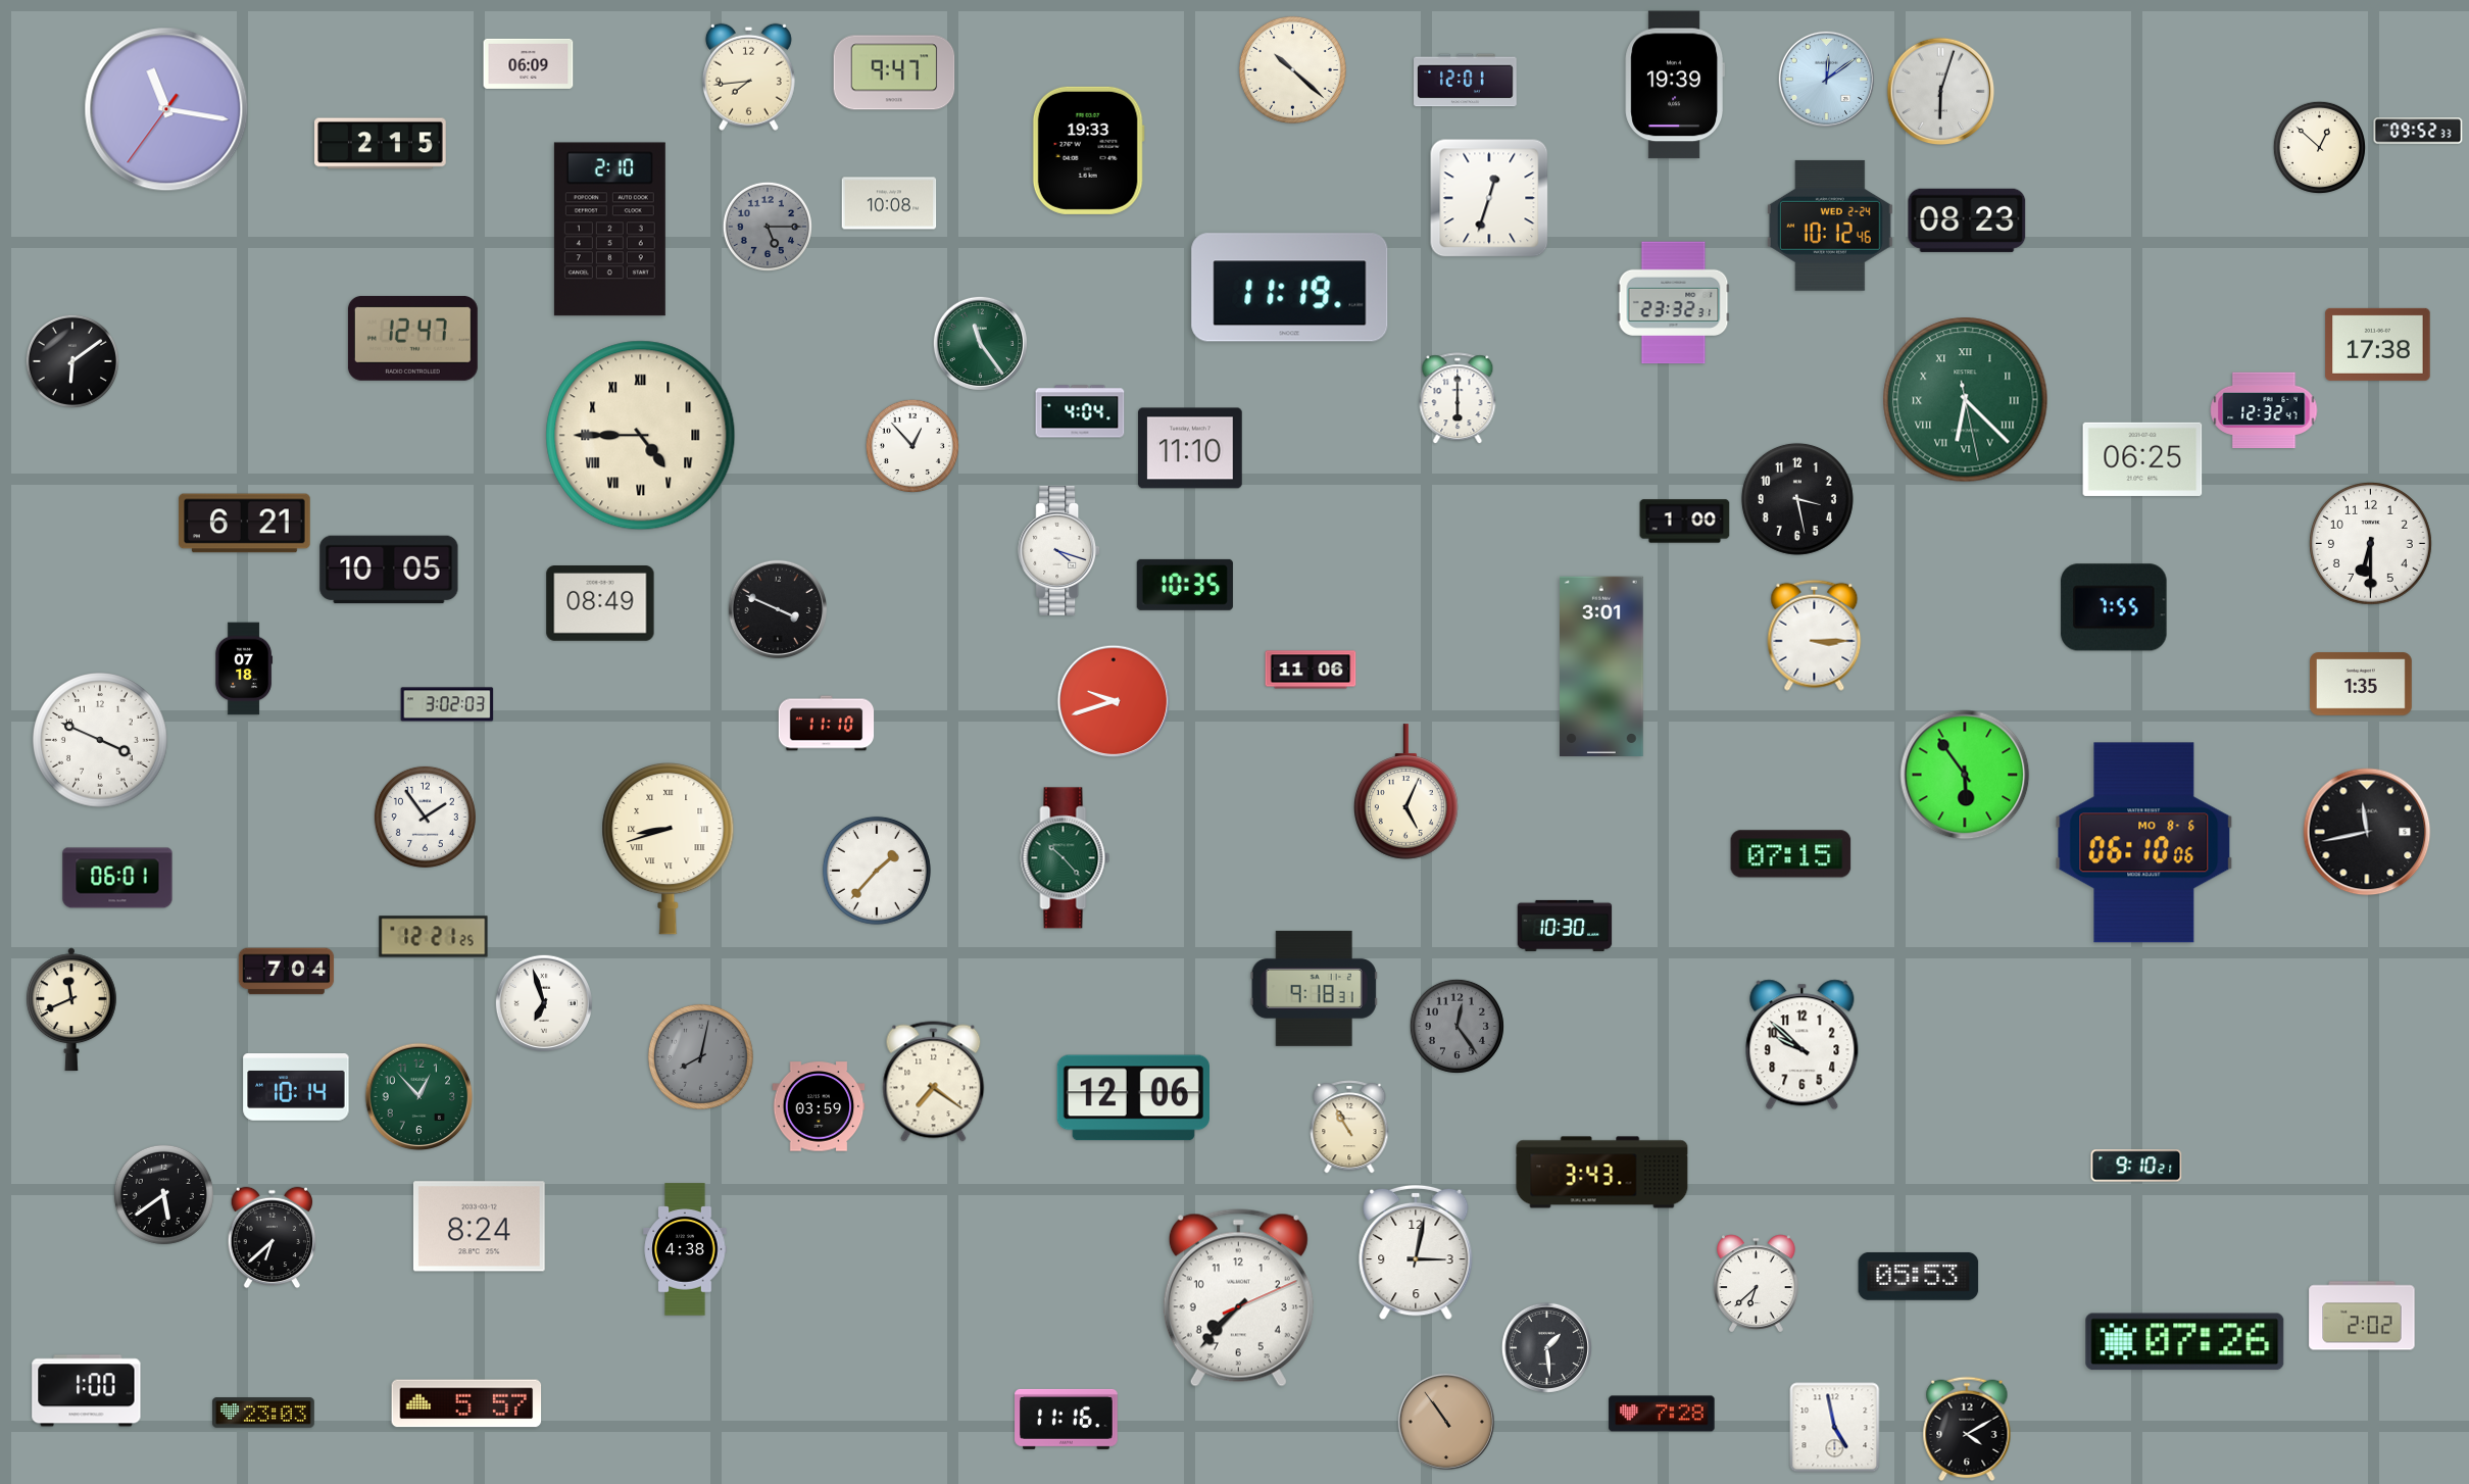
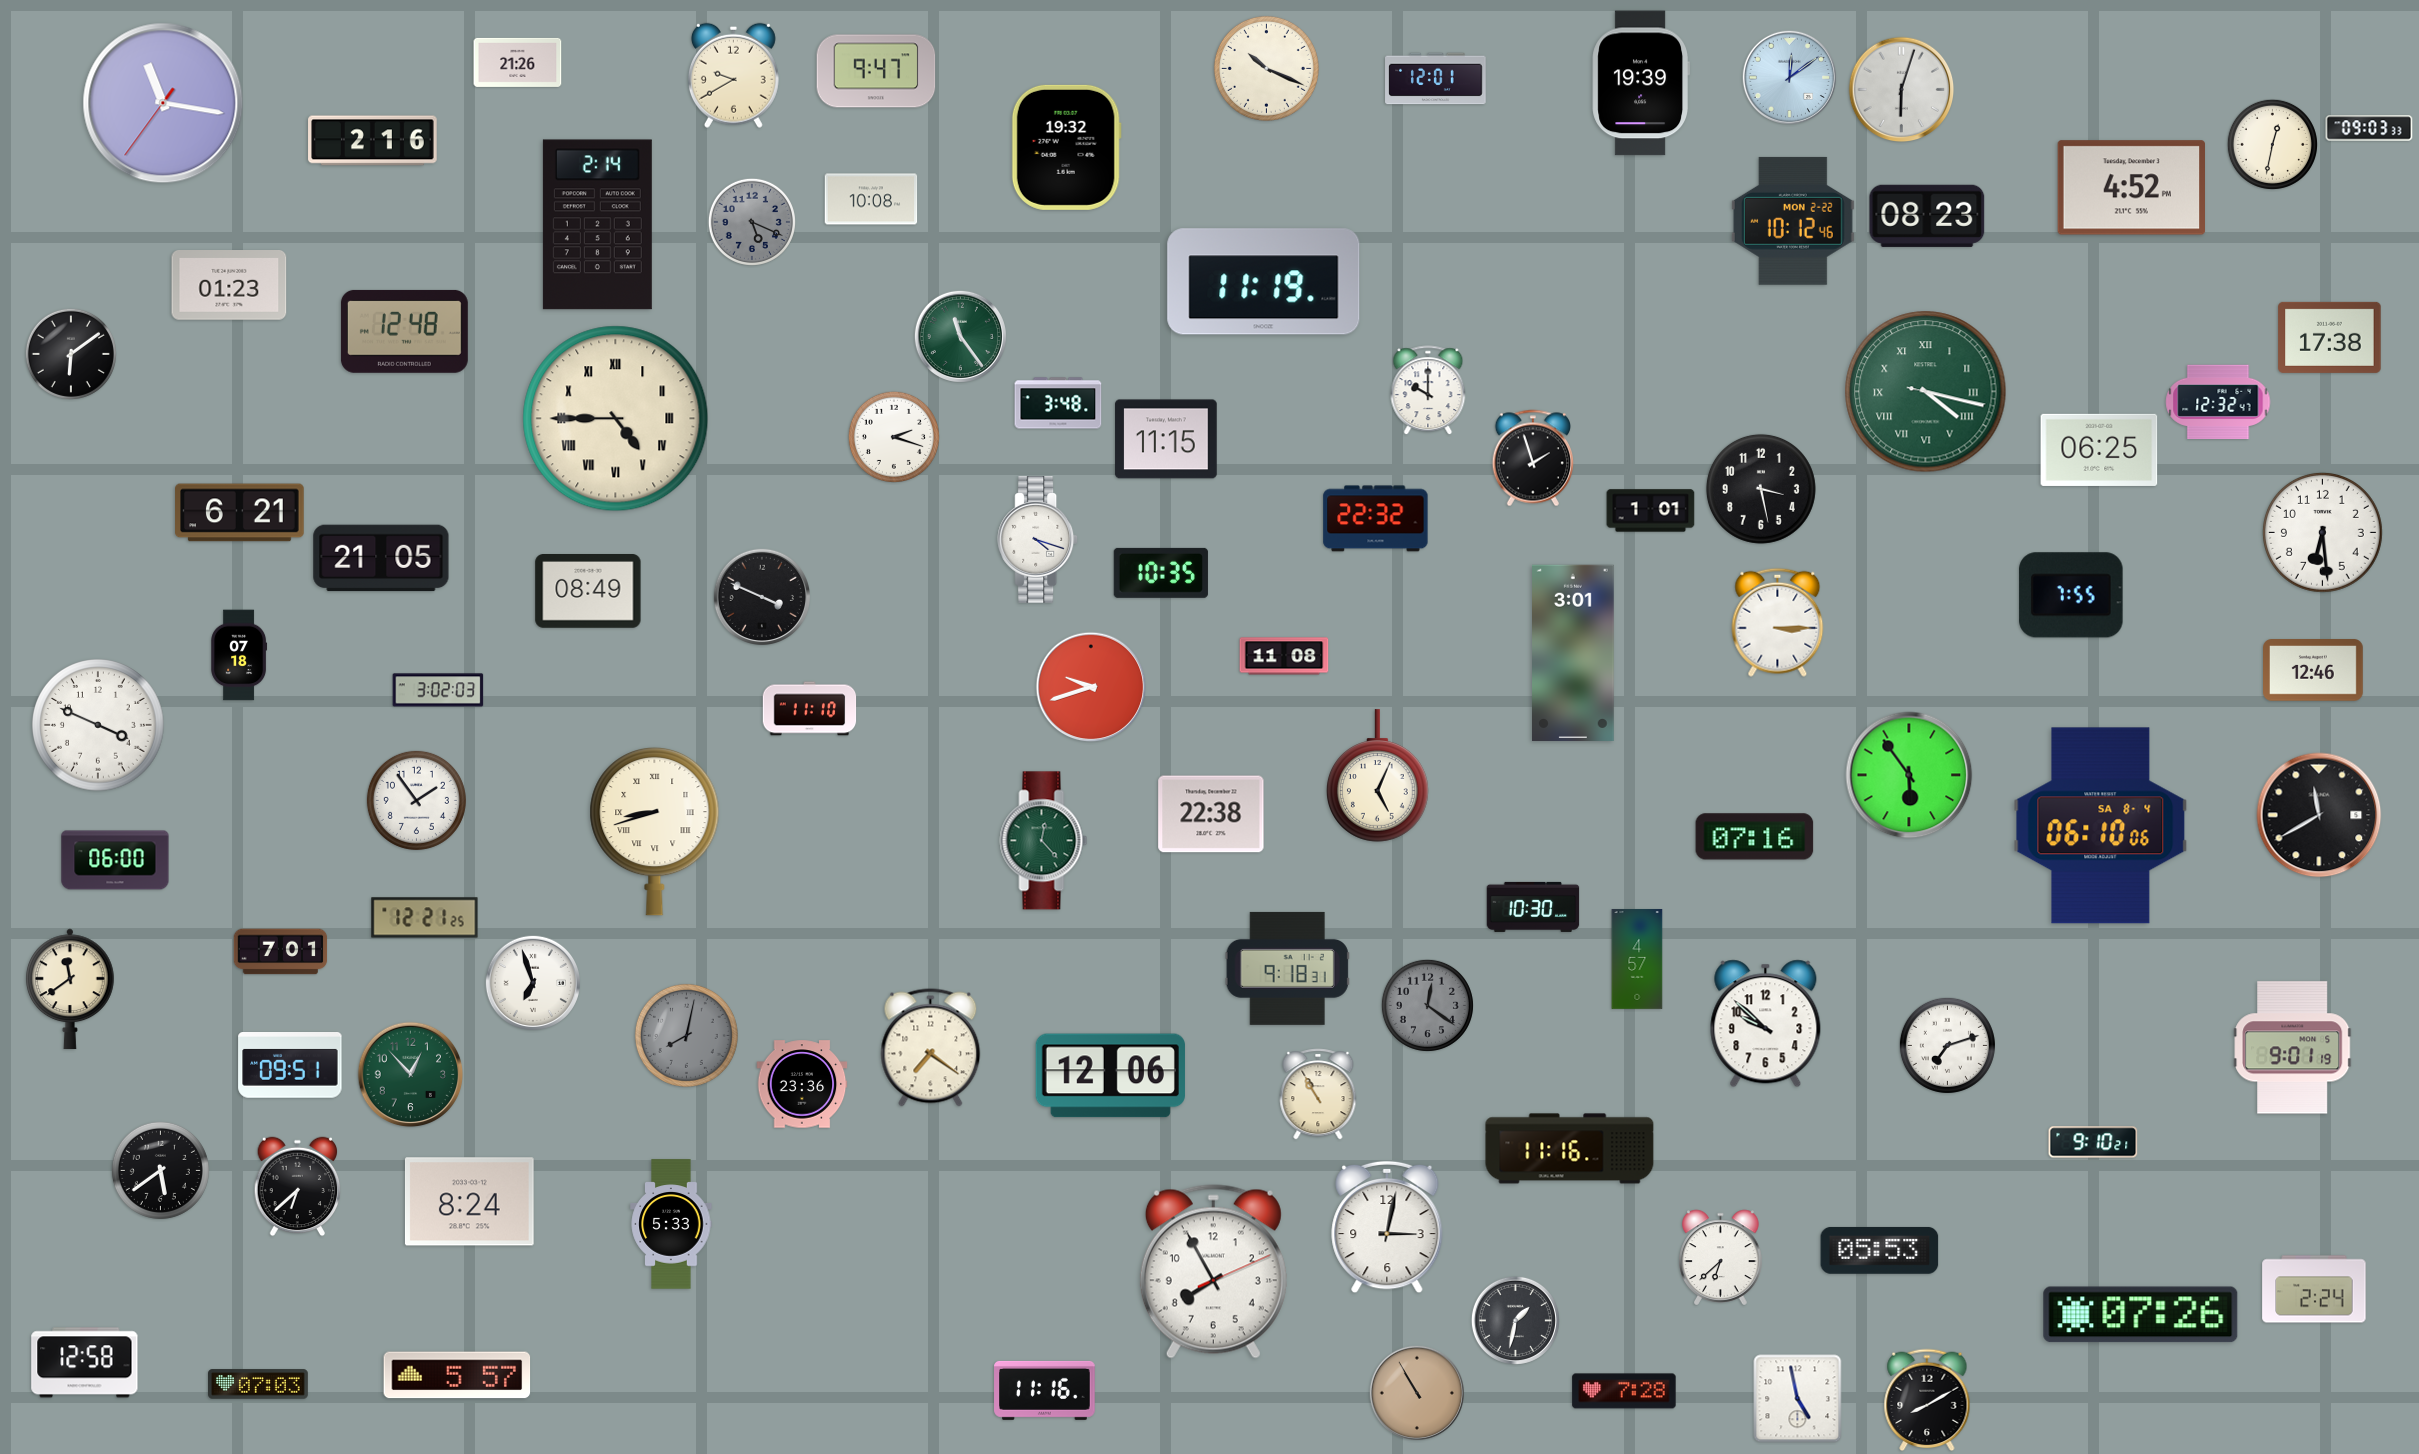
clock at (529, 63): 06:09 -> 21:26
clock at (1292, 69): 10:22 -> 10:19
clock at (748, 77): 7:44 -> 9:40
clock at (166, 109) position: (166, 109) -> (163, 103)
clock at (2418, 131): 09:52 -> 09:03
clock at (381, 144): 2:15 -> 2:16
clock at (2319, 147): 12:52 -> 12:32
clock at (1088, 150): 19:33 -> 19:32
clock at (2132, 188): none -> 4:52
clock at (1489, 198): 12:33 -> none
clock at (1830, 226) date: WED 2-24 -> MON 2-22
clock at (768, 227): 5:15 -> 5:19
clock at (609, 230): 2:10 -> 2:14
clock at (229, 286): none -> 01:23
clock at (1674, 303): 23:32 -> none
clock at (412, 338): 12:47 -> 12:48
clock at (1458, 399): 6:00 -> 10:00
clock at (1966, 400): 6:22 -> 4:17
clock at (1080, 411): 4:04 -> 3:48
clock at (641, 436) position: (641, 436) -> (616, 419)
clock at (912, 446): 12:53 -> 2:18
clock at (1190, 448): 11:10 -> 11:15
clock at (1532, 458): none -> 1:57
clock at (1685, 522): 1:00 -> 1:01
clock at (1376, 519): none -> 22:32
clock at (2370, 543): 6:30 -> 6:29
clock at (389, 570): 10:05 -> 21:05
clock at (1602, 665) position: (1602, 665) -> (1574, 652)
clock at (1311, 670): 11:06 -> 11:08
clock at (2362, 684): 1:35 -> 12:46
clock at (1965, 775) position: (1965, 775) -> (1909, 775)
clock at (1211, 814): none -> 22:38
clock at (2367, 832): 11:43 -> 11:40
clock at (2144, 843) date: MO 8-6 -> SA 8-4
clock at (1791, 854): 07:15 -> 07:16
clock at (1066, 858): 10:23 -> 12:23
clock at (877, 871): 1:37 -> none
clock at (117, 878): 06:01 -> 06:00
clock at (287, 972): 7:04 -> 7:01
clock at (1637, 959): none -> 4:57
clock at (71, 1009): 11:41 -> 11:39
clock at (1456, 1026): 12:24 -> 12:21
clock at (1947, 1045): none -> 7:12
clock at (2293, 1048): none -> 9:01
clock at (934, 1082) position: (934, 1082) -> (931, 1048)
clock at (296, 1088): 10:14 -> 09:51
clock at (819, 1106): 03:59 -> 23:36
clock at (1349, 1127) position: (1349, 1127) -> (1318, 1094)
clock at (1602, 1173): 3:43 -> 11:16
clock at (273, 1238) position: (273, 1238) -> (298, 1187)
clock at (685, 1249): 4:38 -> 5:33
clock at (1238, 1298): 7:37 -> 7:55
clock at (2362, 1316): 2:02 -> 2:24
clock at (1546, 1347): 1:29 -> 1:32
clock at (87, 1391): 1:00 -> 12:58
clock at (264, 1413): 23:03 -> 07:03
clock at (1662, 1414) position: (1662, 1414) -> (1624, 1391)
clock at (1445, 1421): 10:54 -> 10:55
clock at (1967, 1429): 4:10 -> 8:10
